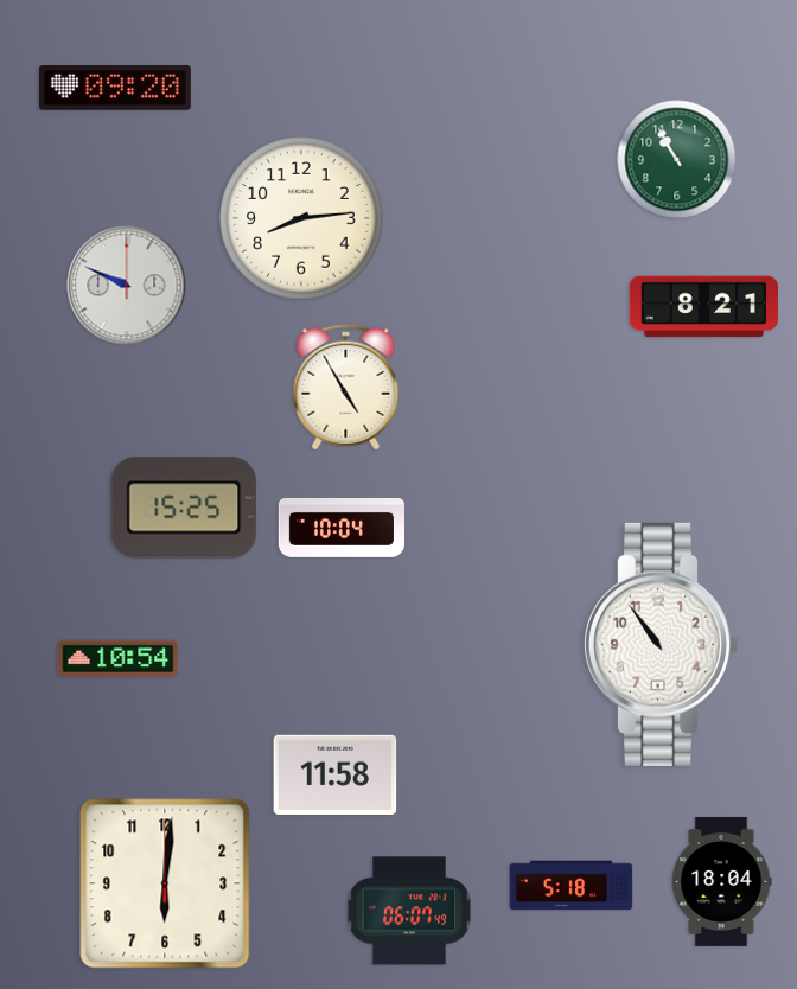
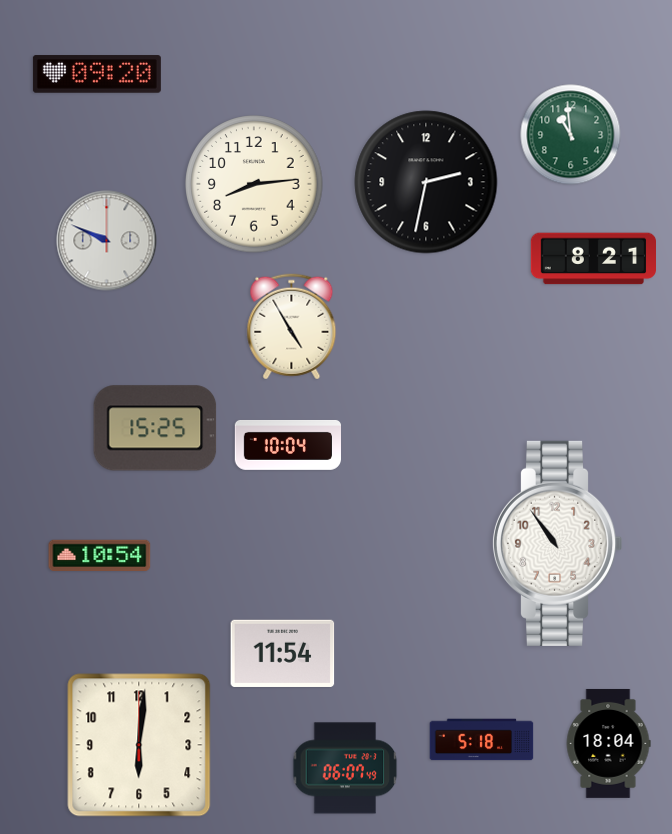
clock at (677, 160): 10:55 -> 10:59
clock at (426, 182): none -> 2:32
clock at (336, 774): 11:58 -> 11:54
clock at (572, 886) position: (572, 886) -> (482, 740)
